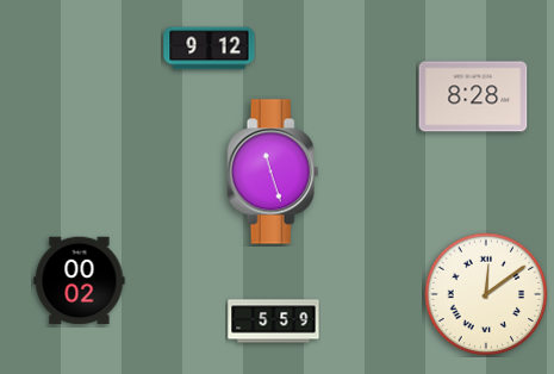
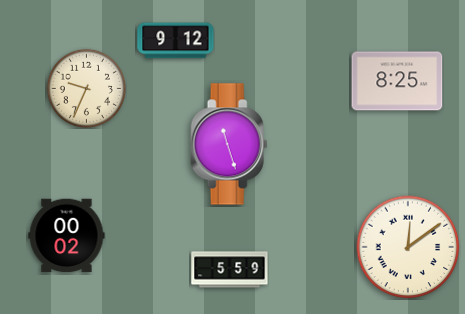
clock at (473, 96): 8:28 -> 8:25
clock at (86, 88): none -> 9:34
